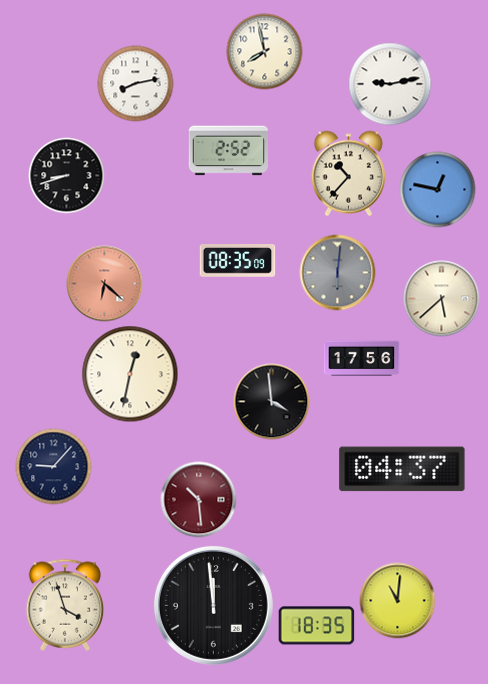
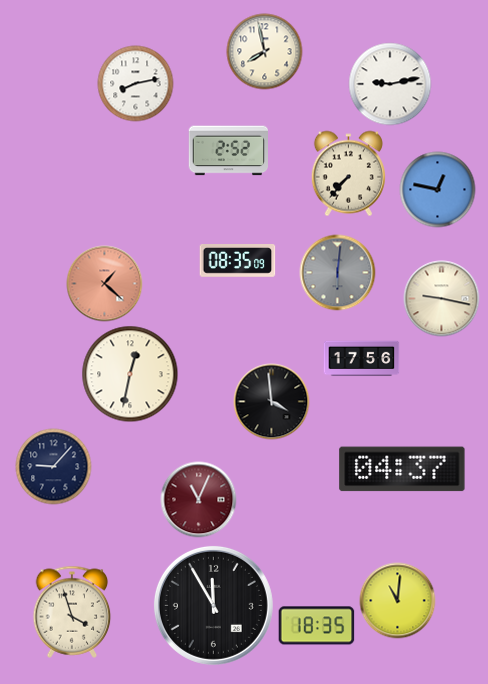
clock at (348, 174): 10:37 -> 7:37
clock at (67, 176): 8:42 -> none
clock at (105, 284): 6:22 -> 1:22
clock at (442, 299): 5:38 -> 9:17
clock at (199, 500): 10:29 -> 11:04
clock at (65, 605) position: (65, 605) -> (72, 612)
clock at (213, 605): 11:59 -> 11:55
